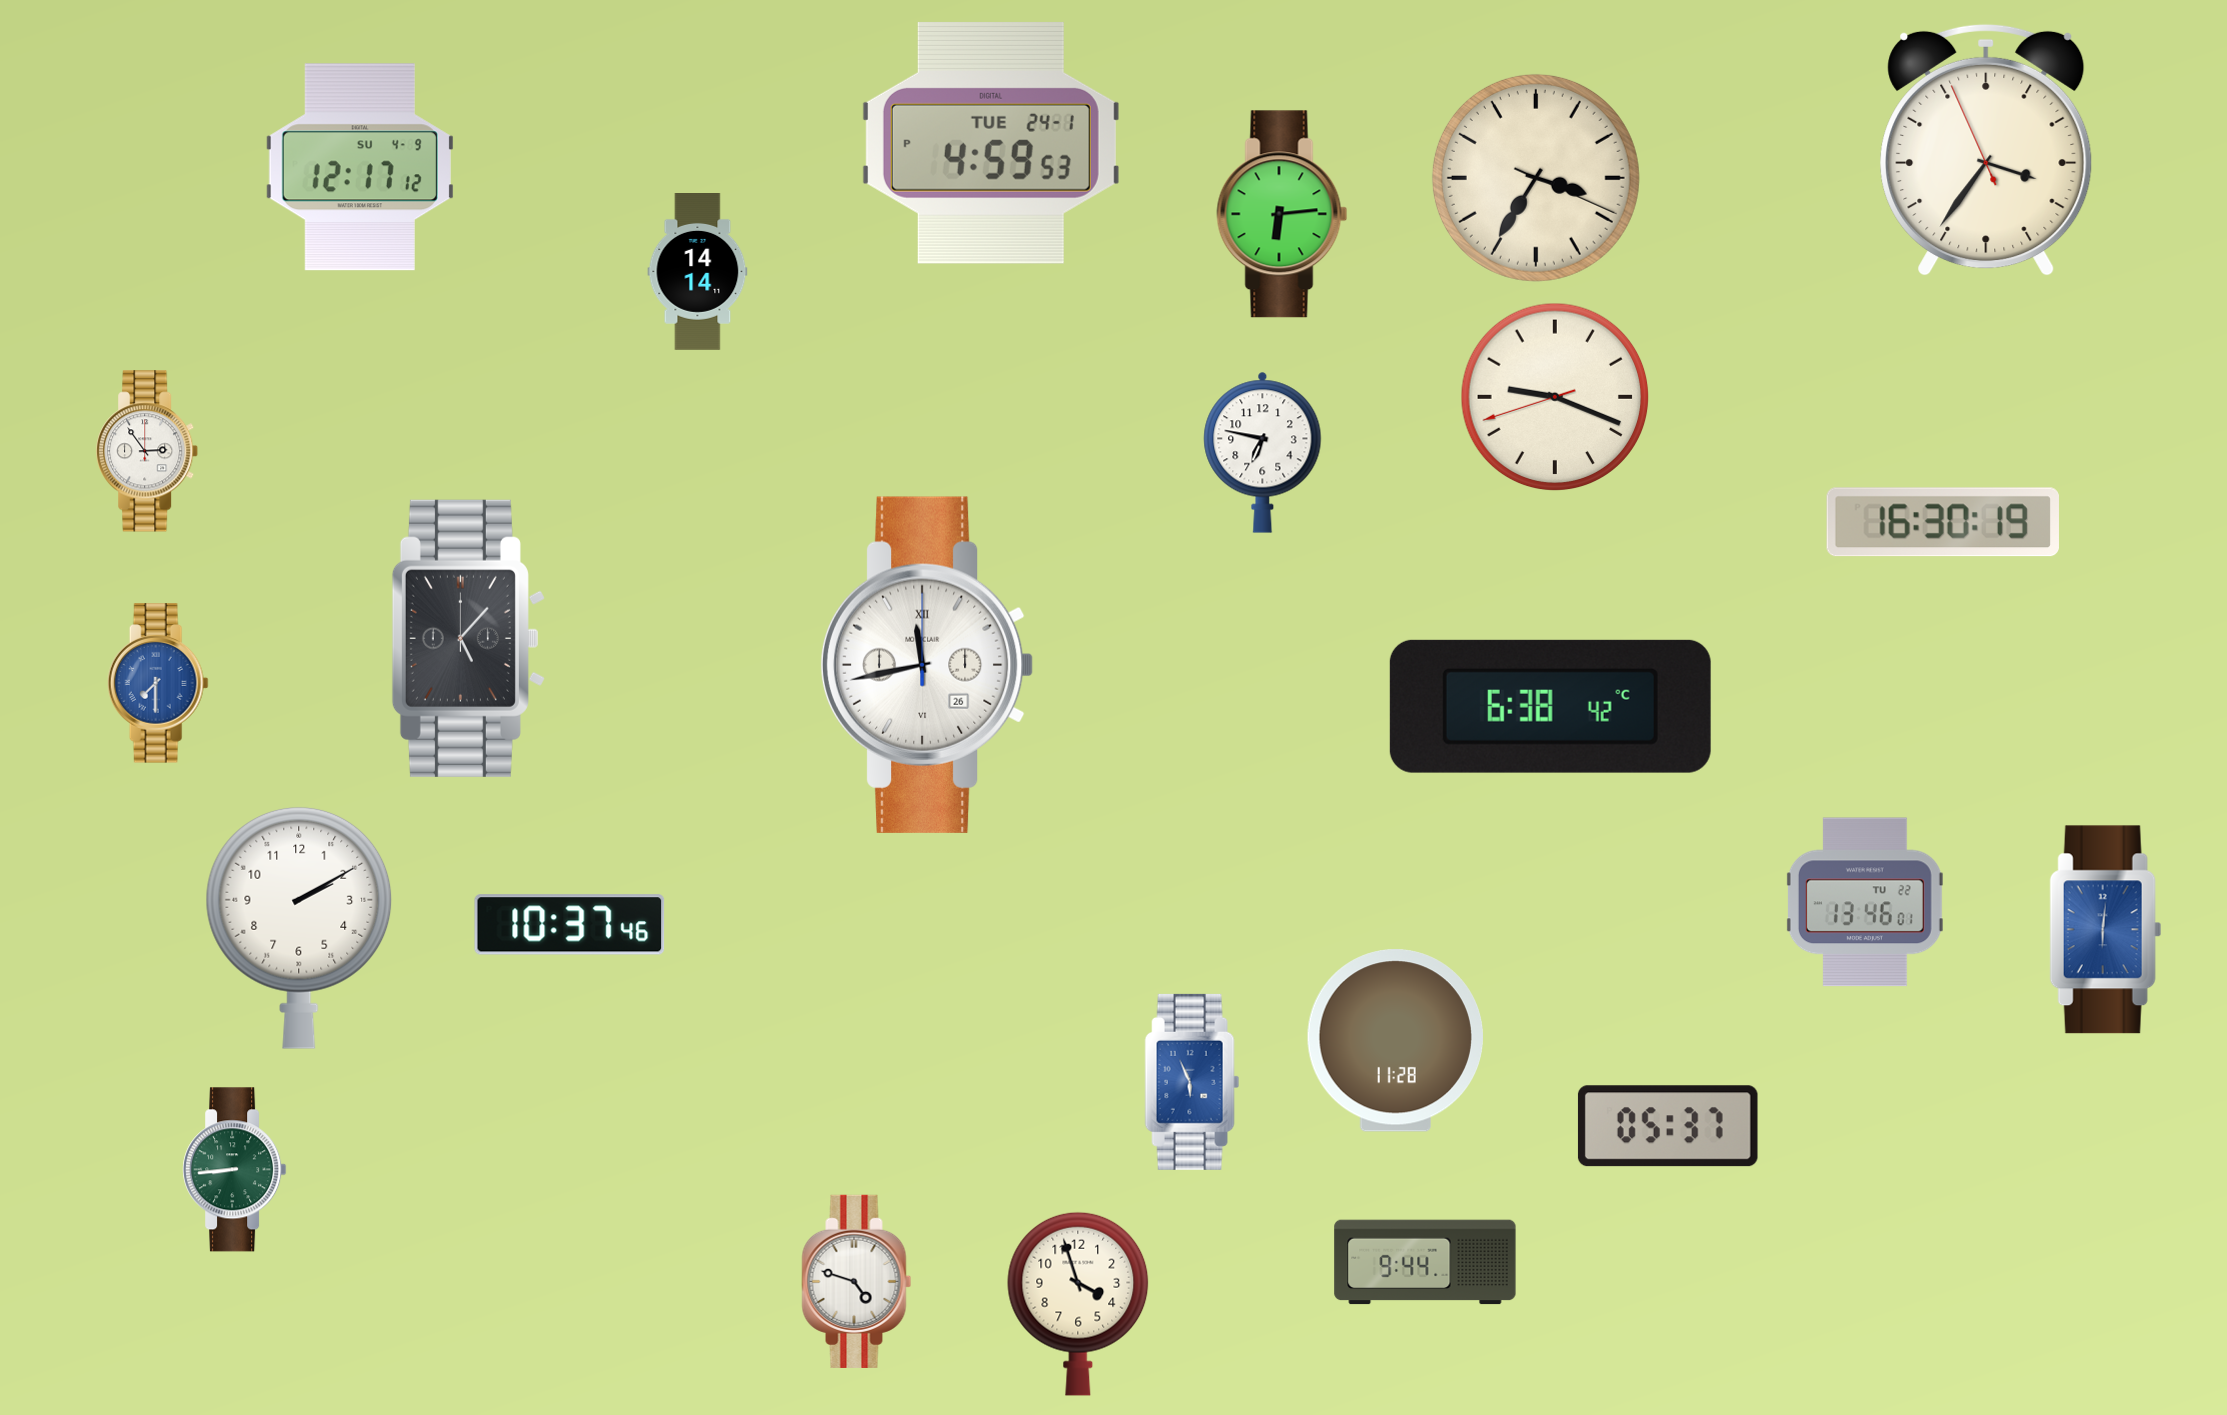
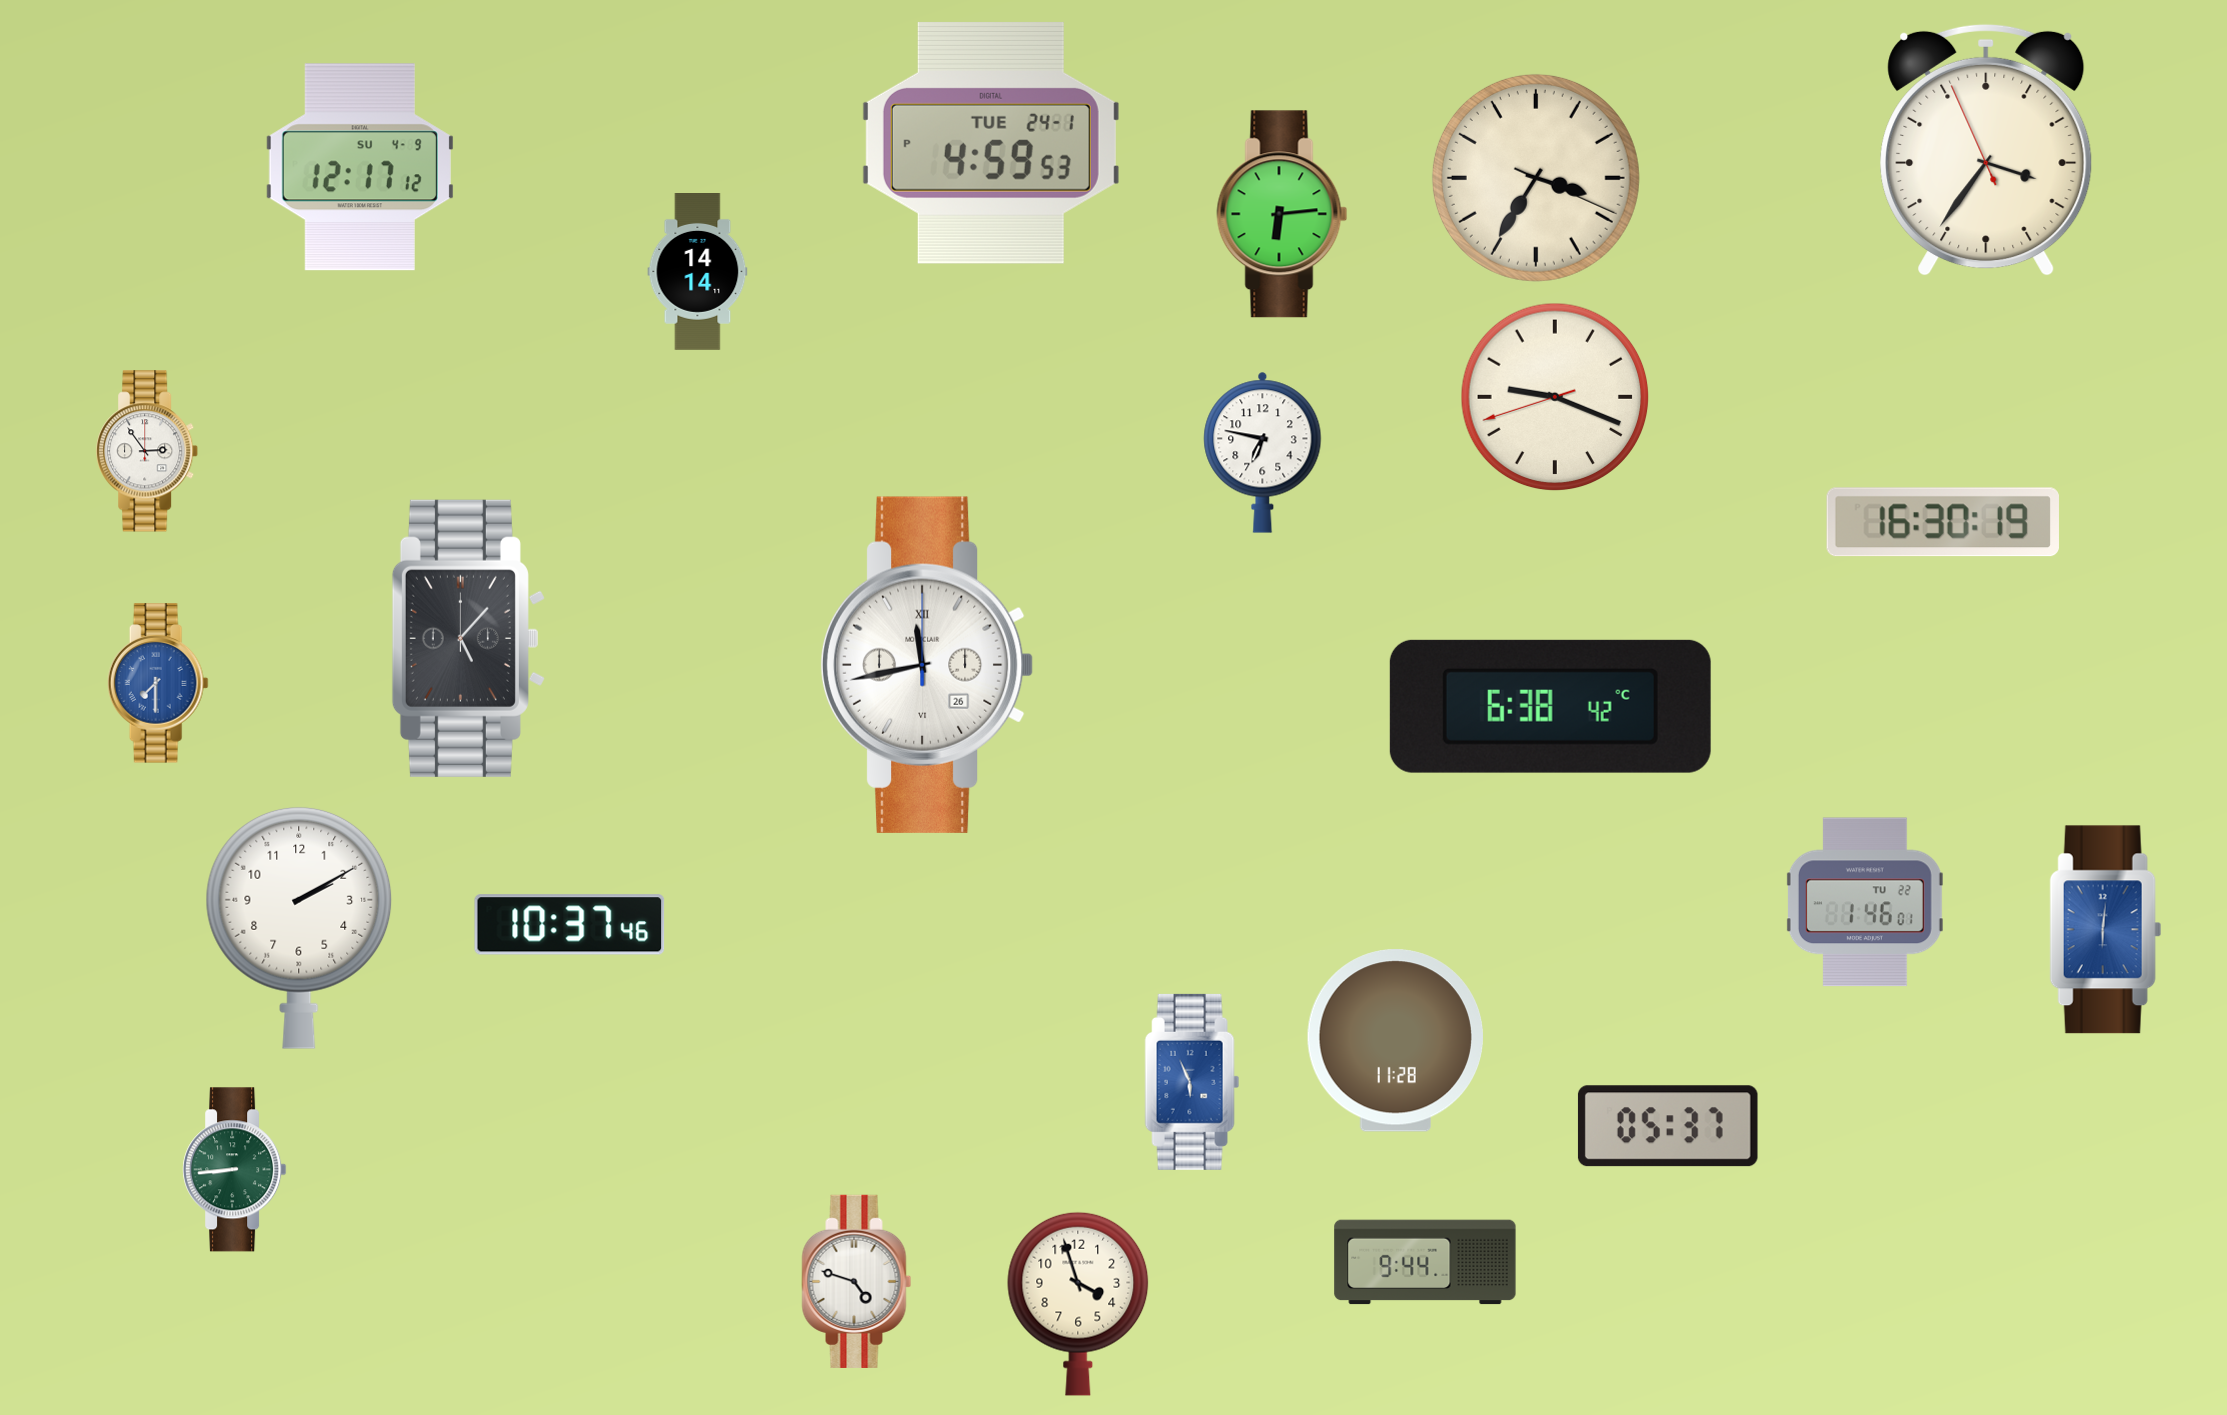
clock at (1865, 902): 13:46 -> 1:46
